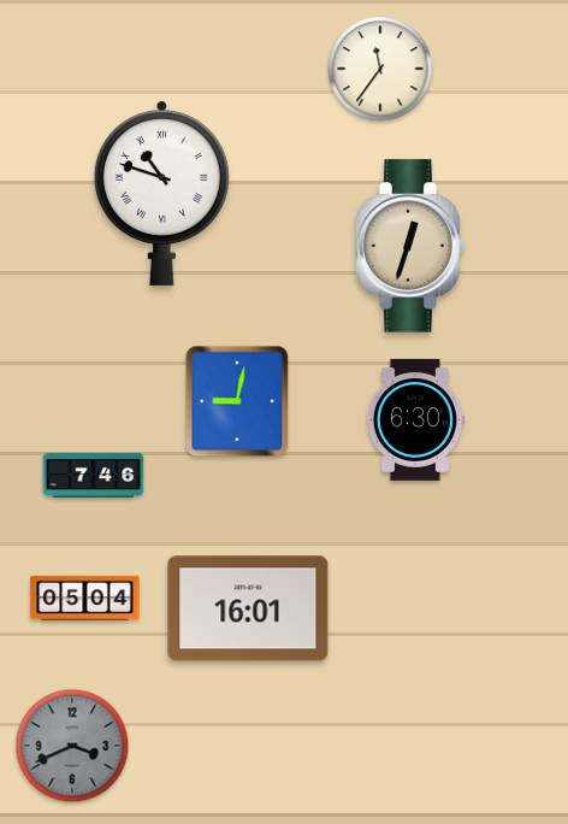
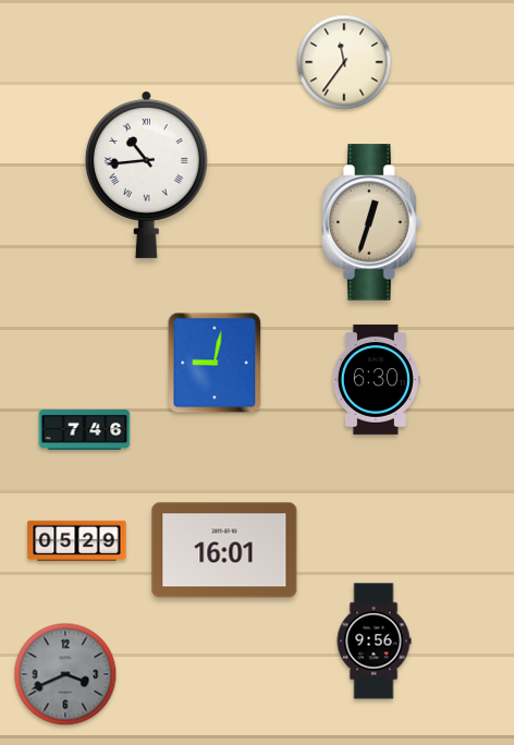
clock at (161, 194): 10:48 -> 10:44
clock at (85, 598): 05:04 -> 05:29
clock at (374, 642): none -> 9:56
